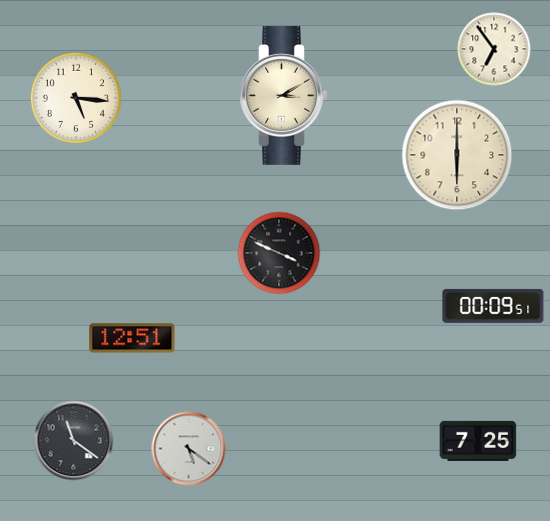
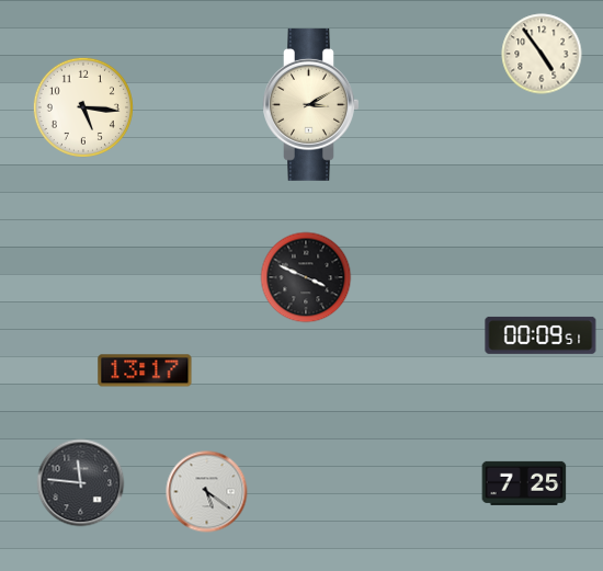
clock at (494, 49): 6:54 -> 4:54
clock at (457, 155): 6:00 -> none
clock at (132, 338): 12:51 -> 13:17
clock at (74, 441): 11:21 -> 11:46
